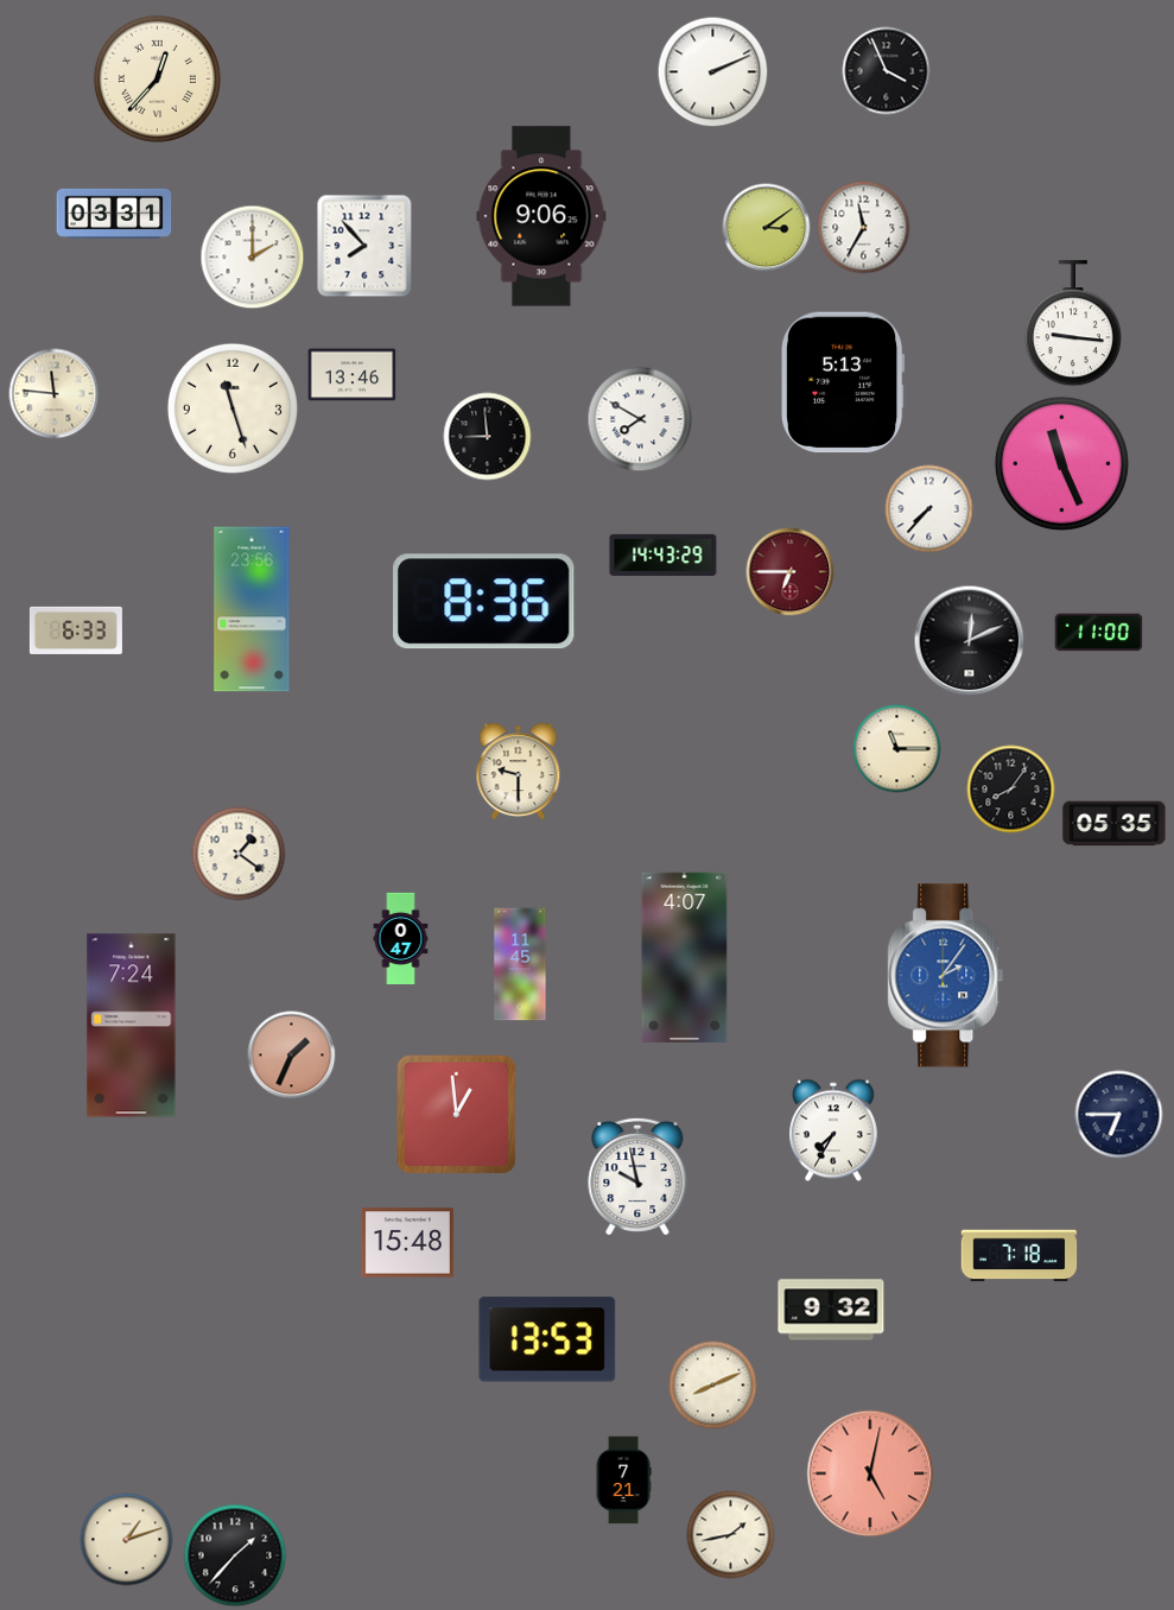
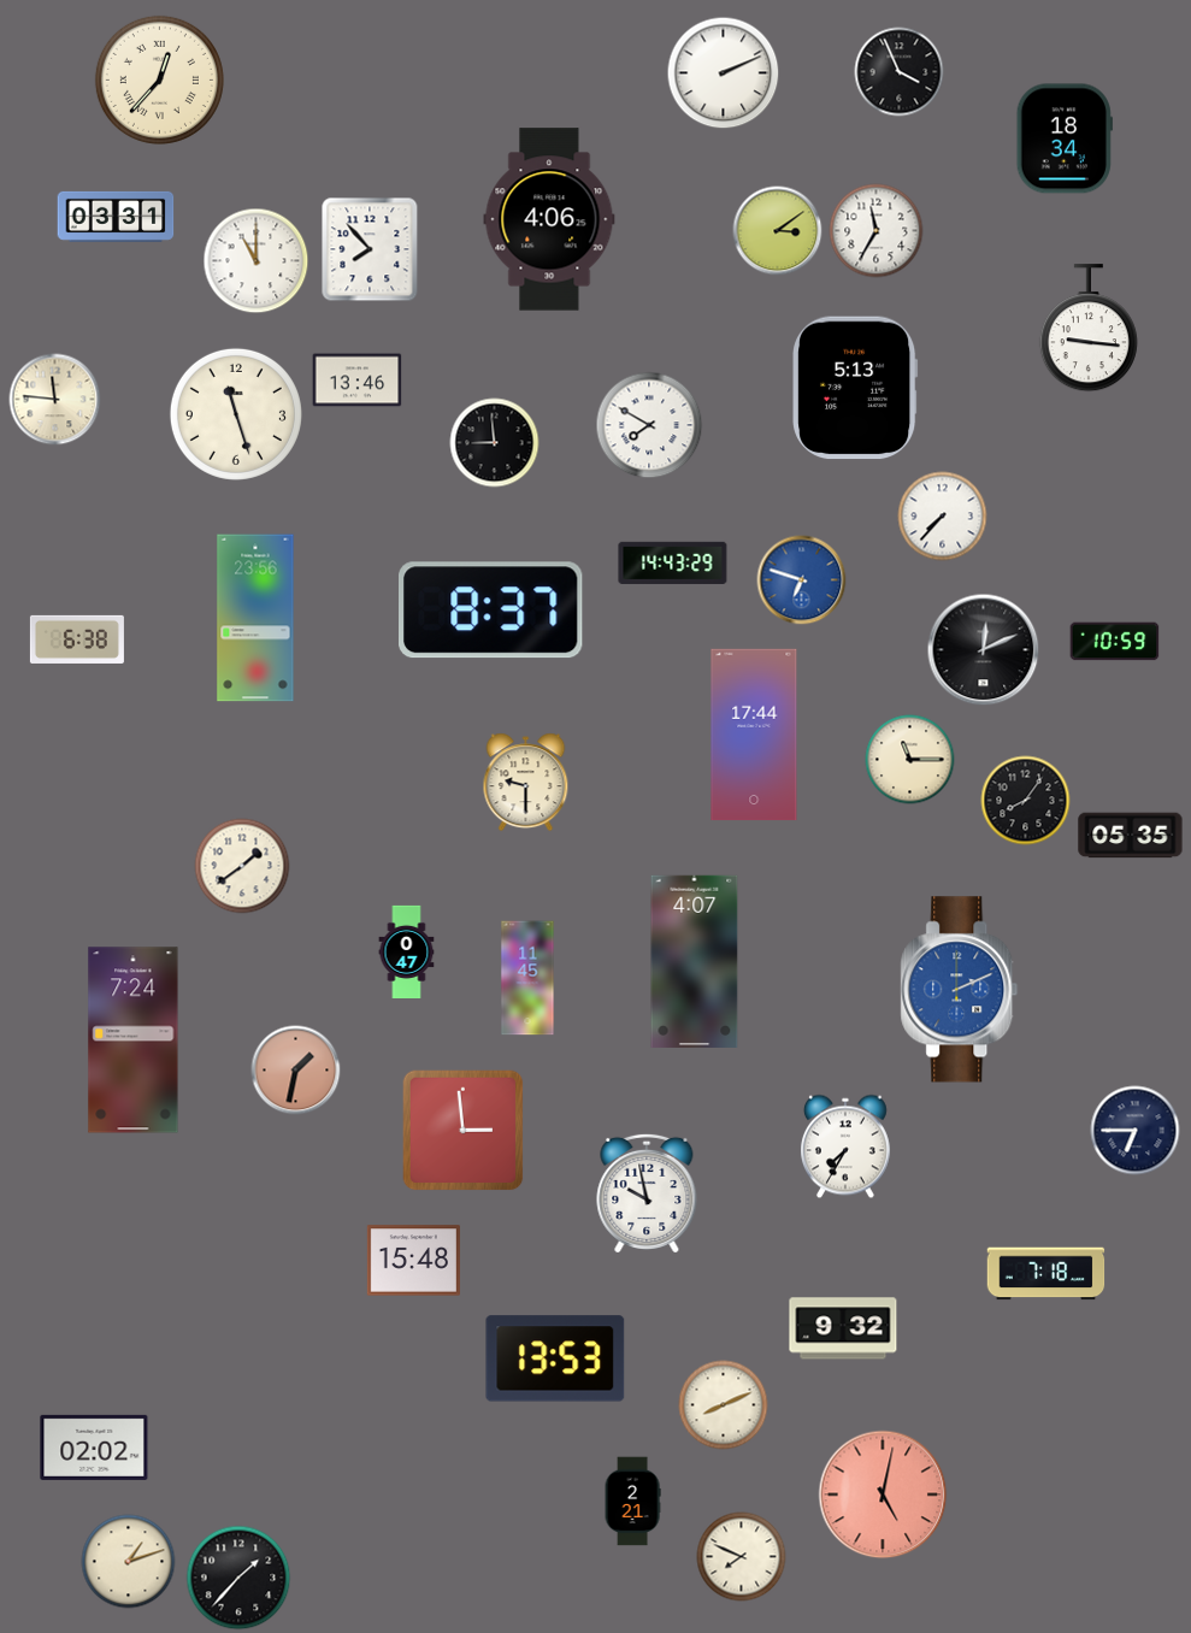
clock at (1065, 138): none -> 18:34
clock at (541, 216): 9:06 -> 4:06
clock at (253, 258): 2:00 -> 11:00
clock at (1061, 463): 11:26 -> none
clock at (791, 572): 6:45 -> 6:48
clock at (791, 572) dial: burgundy -> blue
clock at (484, 602): 8:36 -> 8:37
clock at (76, 630): 6:33 -> 6:38
clock at (1099, 633): 11:00 -> 10:59
clock at (754, 735): none -> 17:44
clock at (239, 854): 1:21 -> 1:39
clock at (685, 957) position: (685, 957) -> (695, 961)
clock at (946, 976): 2:06 -> 2:11
clock at (292, 1056): 1:34 -> 1:32
clock at (457, 1115): 12:59 -> 2:59
clock at (1020, 1256) position: (1020, 1256) -> (1046, 1274)
clock at (94, 1448): none -> 02:02
clock at (623, 1481): 7:21 -> 2:21
clock at (731, 1535): 1:43 -> 7:49
